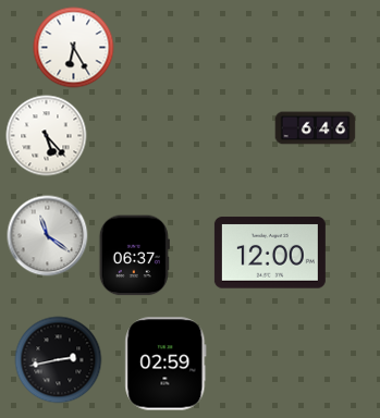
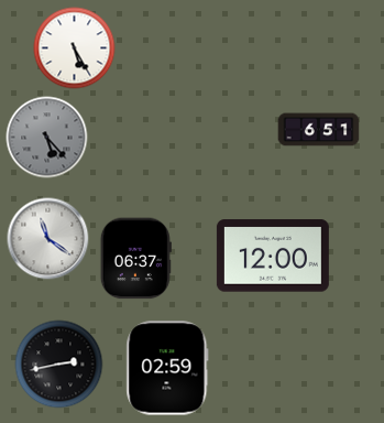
clock at (74, 48): 6:25 -> 5:25
clock at (316, 128): 6:46 -> 6:51
clock at (47, 136) dial: white -> grey
